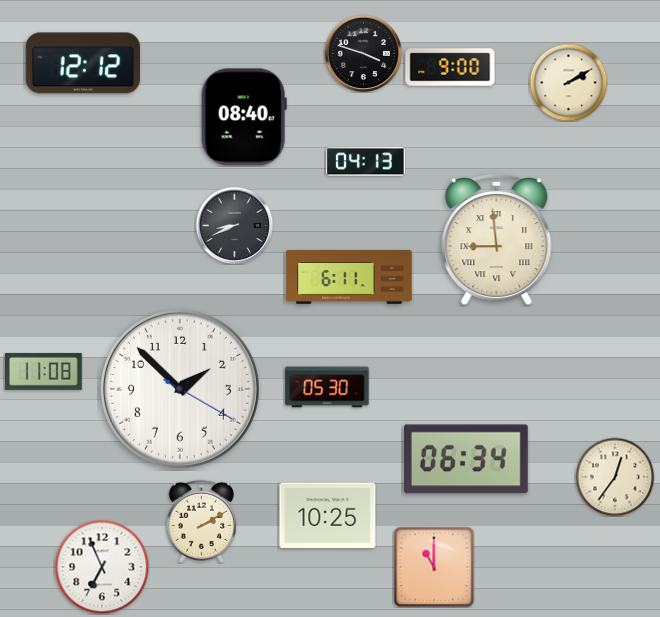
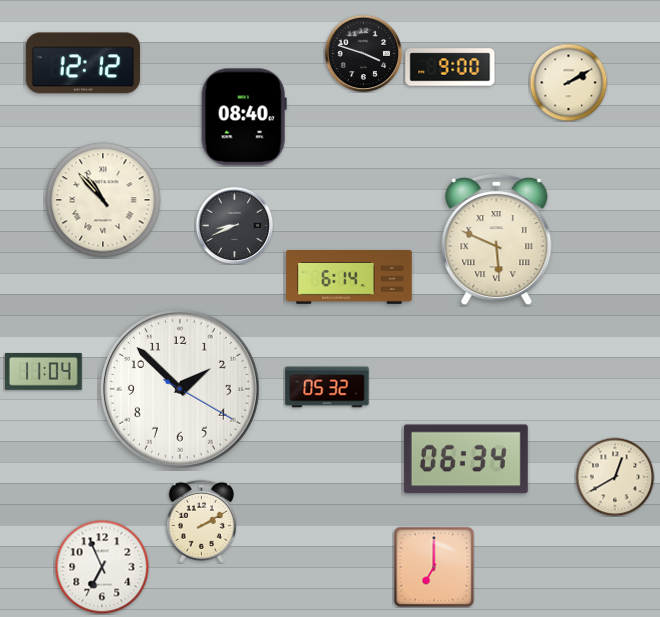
clock at (366, 162): 04:13 -> none
clock at (103, 200): none -> 10:53
clock at (497, 241): 8:59 -> 5:49
clock at (349, 278): 6:11 -> 6:14
clock at (44, 371): 11:08 -> 11:04
clock at (327, 387): 05:30 -> 05:32
clock at (615, 477): 12:36 -> 12:40
clock at (328, 516): 10:25 -> none
clock at (434, 567): 11:00 -> 7:00
